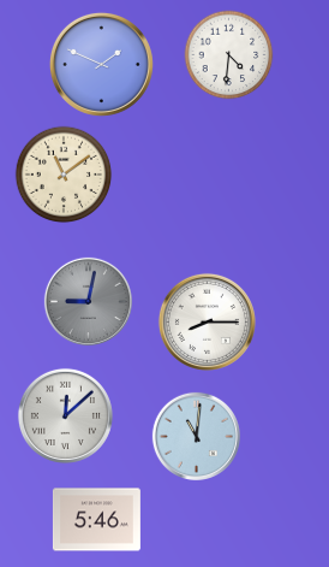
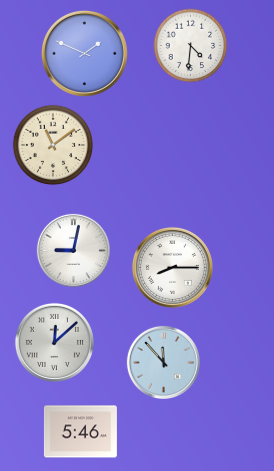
clock at (88, 301) dial: grey -> white
clock at (65, 415) position: (65, 415) -> (54, 342)
clock at (196, 436): 11:01 -> 11:53
